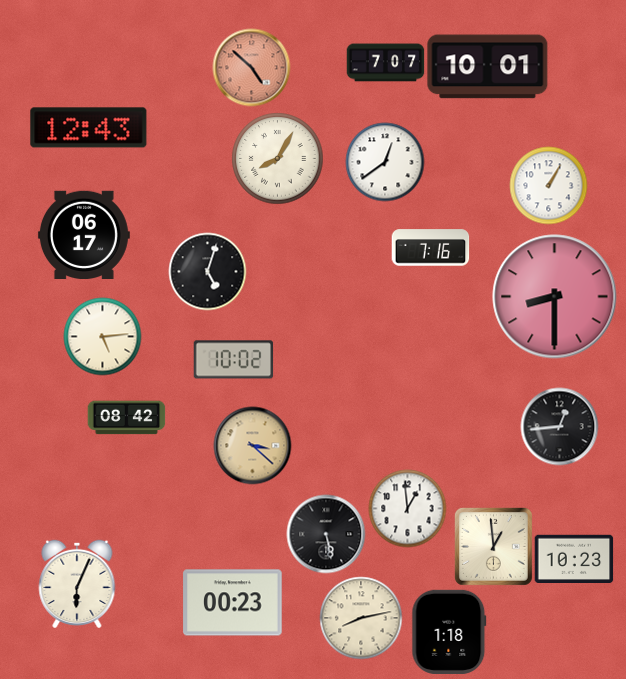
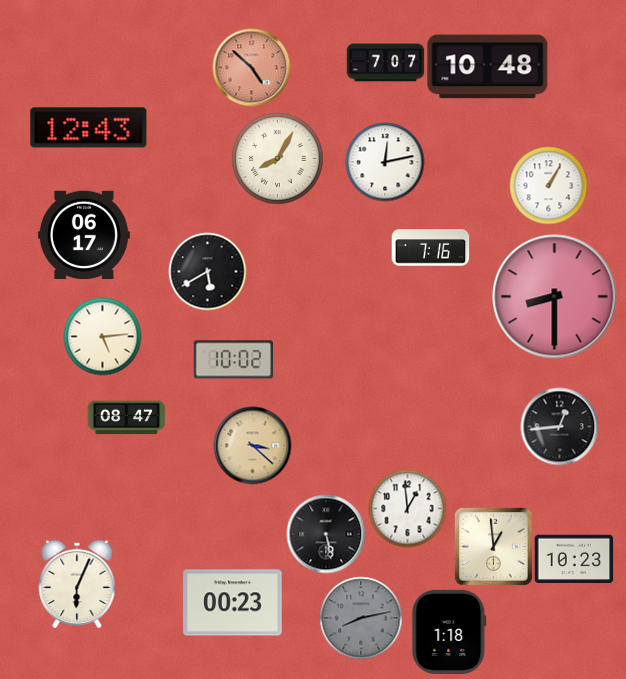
clock at (488, 67): 10:01 -> 10:48
clock at (385, 162): 12:39 -> 12:13
clock at (207, 271): 5:03 -> 5:40
clock at (126, 418): 08:42 -> 08:47
clock at (361, 618) dial: cream -> grey
